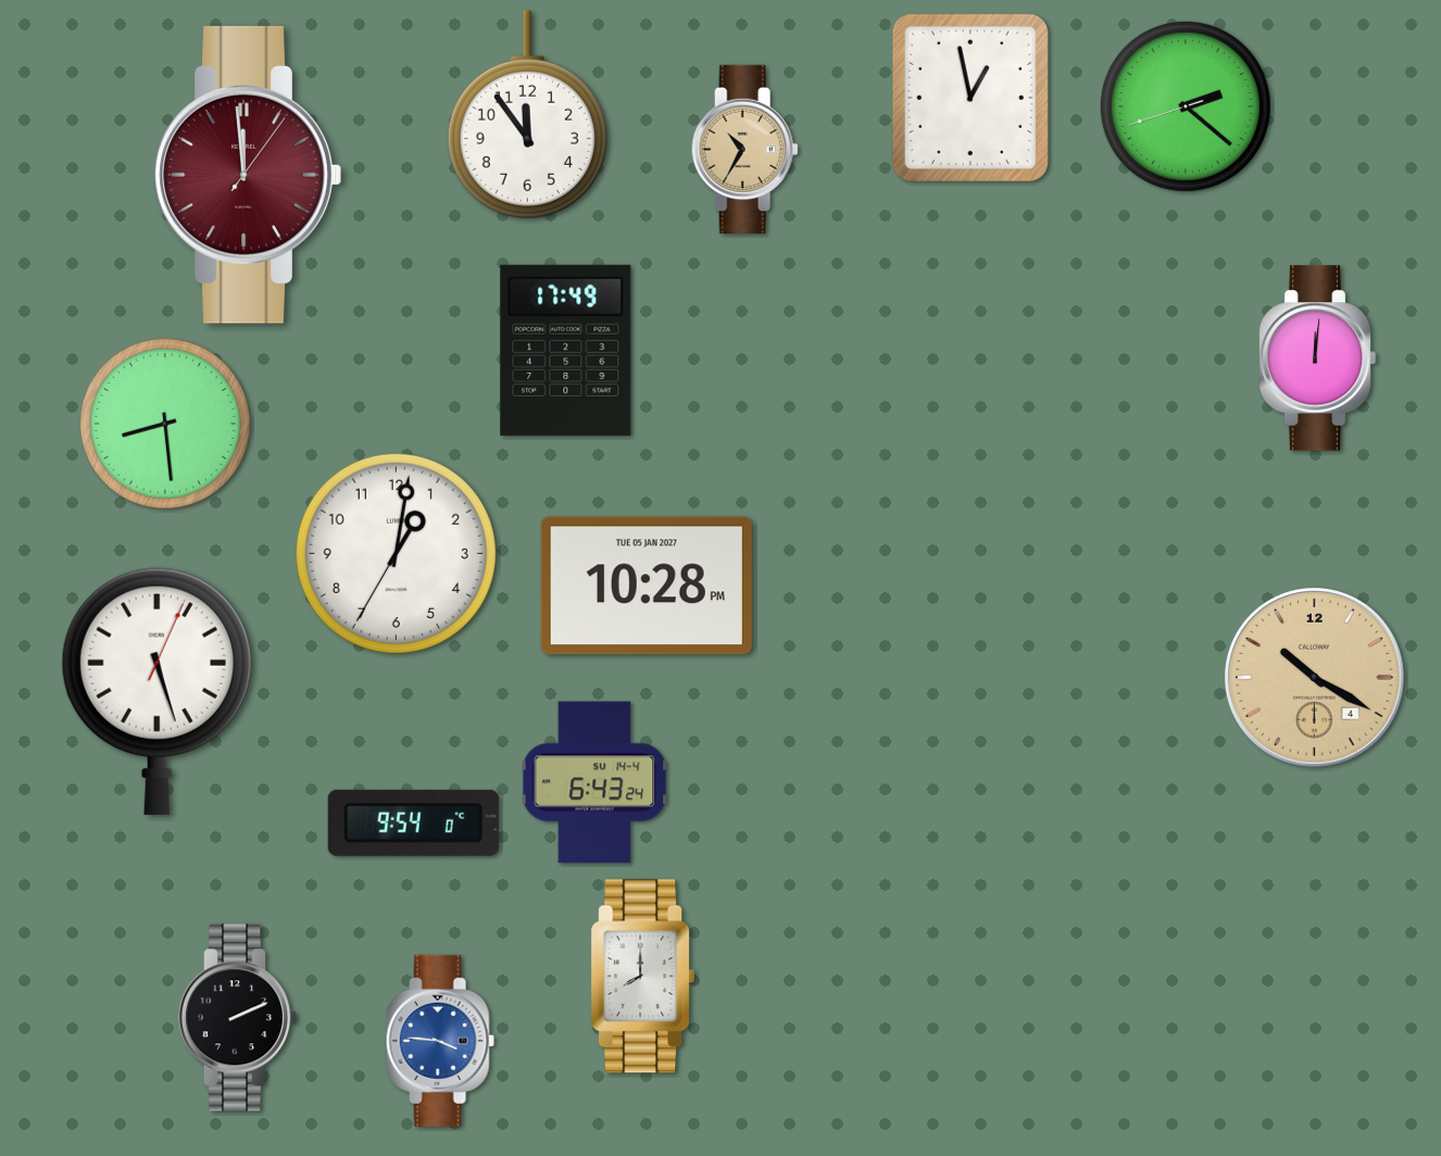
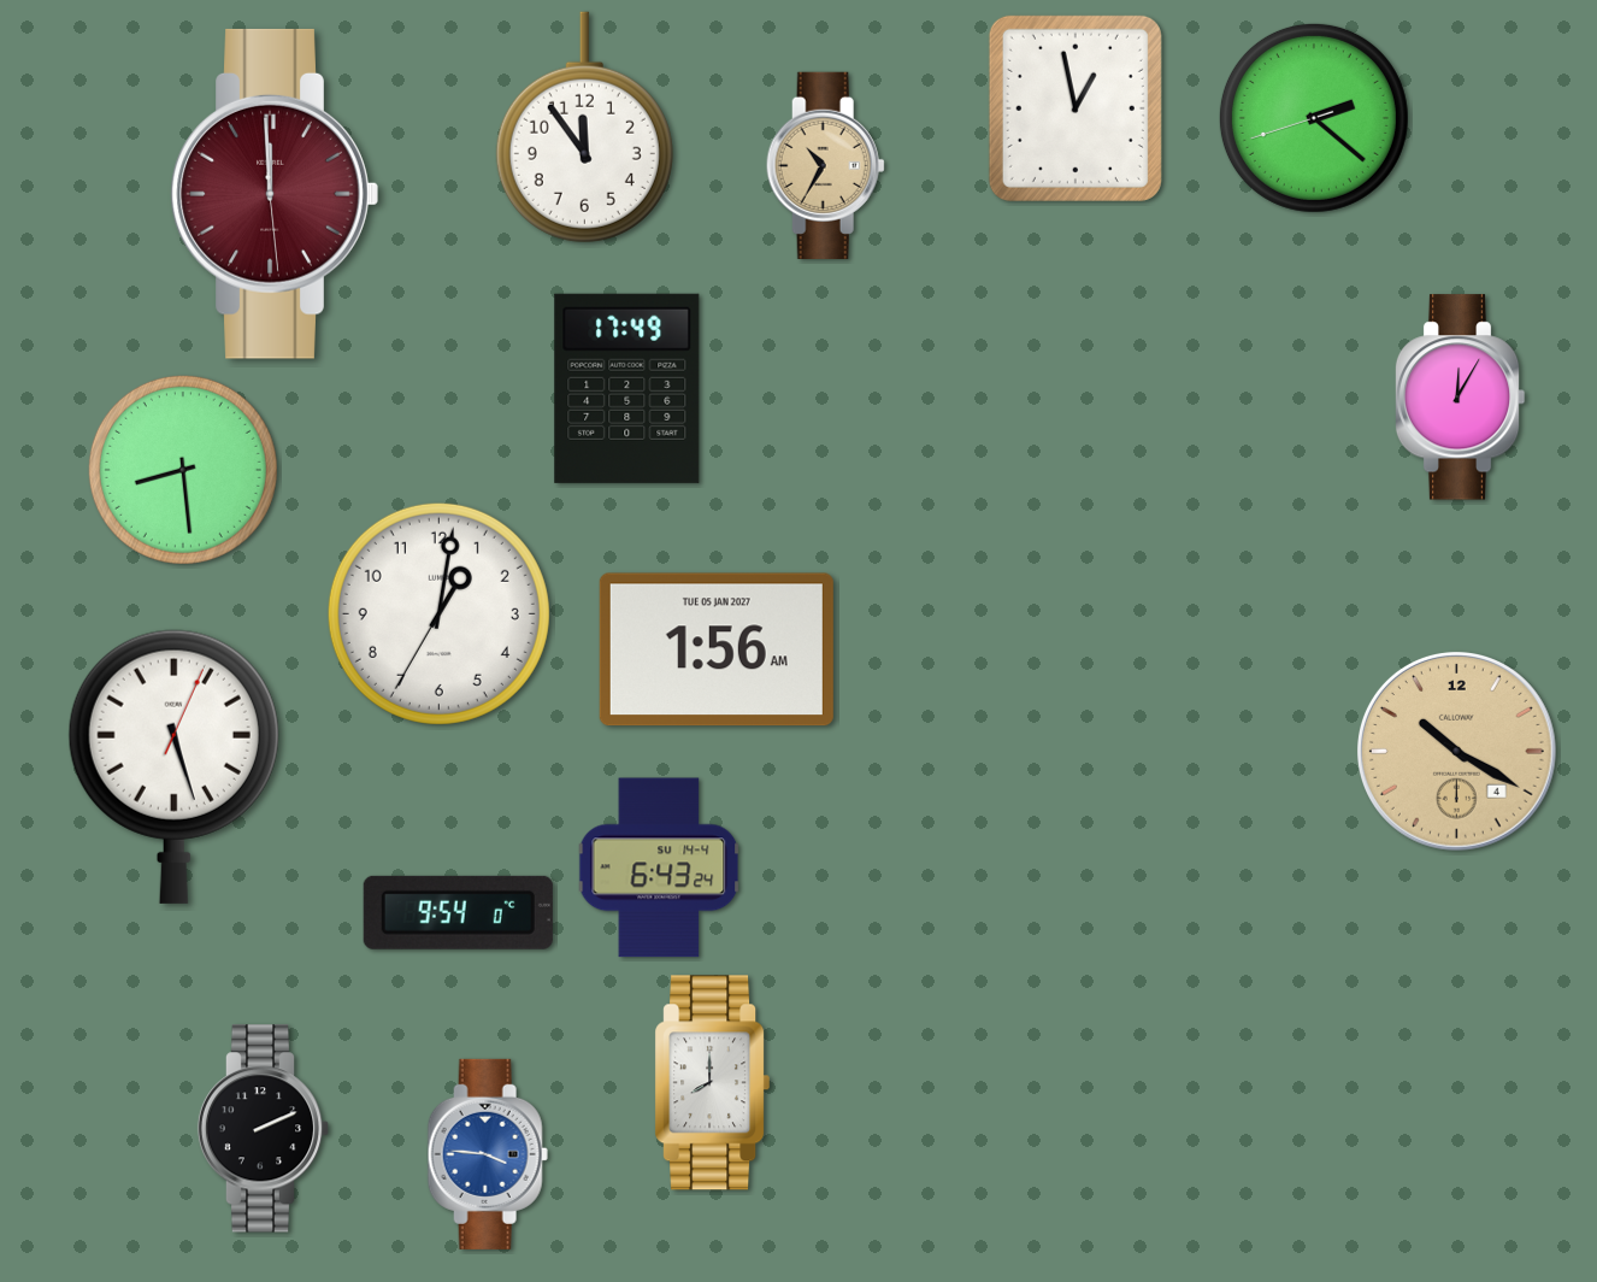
clock at (248, 175): 11:59:06 -> 11:59:29
clock at (1317, 359): 12:01 -> 12:05
clock at (647, 586): 10:28 -> 1:56
